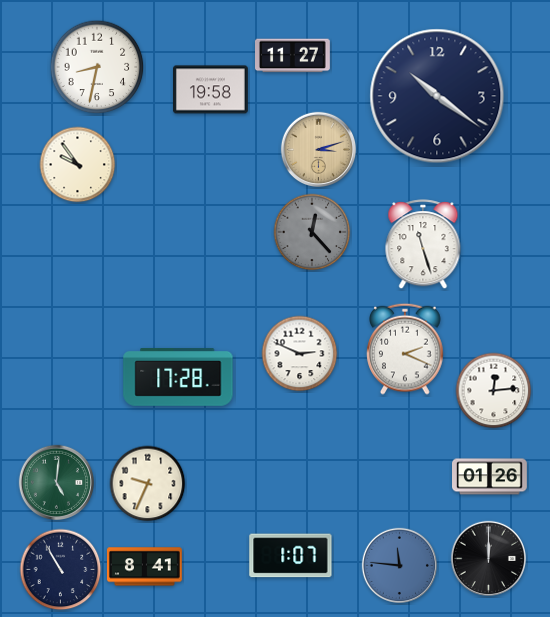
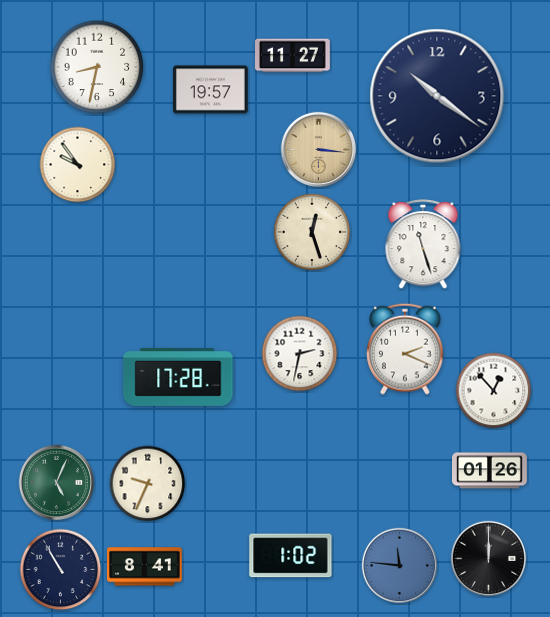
clock at (211, 90): 19:58 -> 19:57
clock at (318, 149): 3:12 -> 3:16
clock at (312, 232): 12:23 -> 12:27
clock at (312, 232) dial: grey -> cream
clock at (300, 354): 2:49 -> 2:32
clock at (494, 391): 12:14 -> 12:53
clock at (490, 477) position: (490, 477) -> (490, 471)
clock at (56, 482): 5:01 -> 5:04
clock at (291, 556): 1:07 -> 1:02
